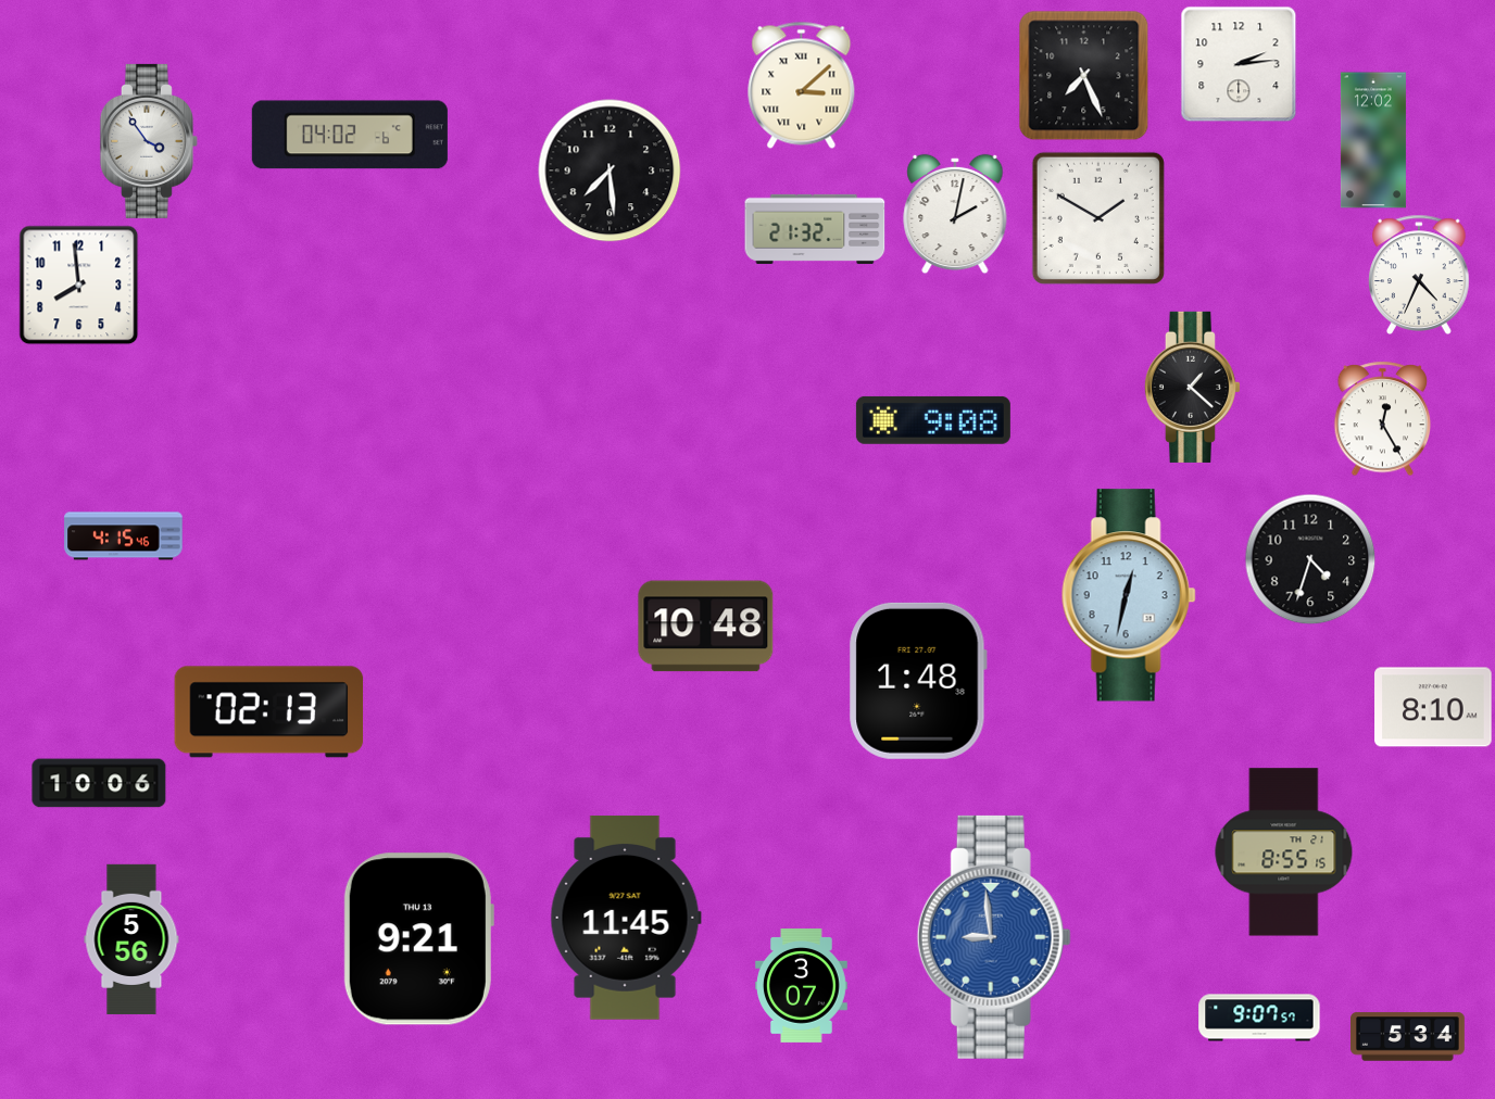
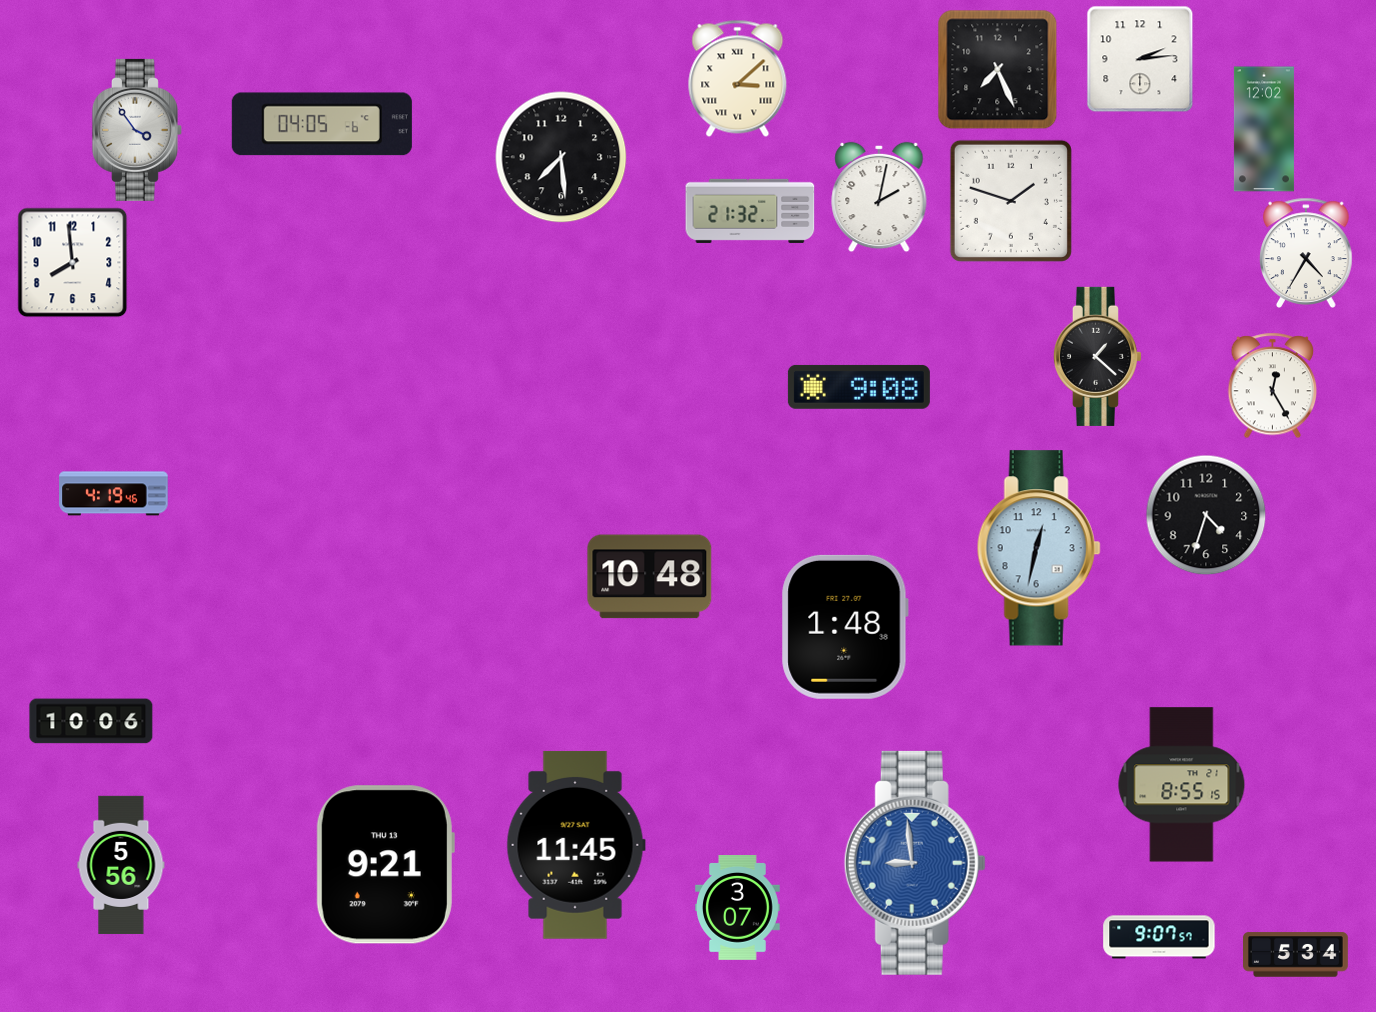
clock at (350, 135): 04:02 -> 04:05
clock at (1098, 218): 1:50 -> 1:48
clock at (1419, 275): 4:34 -> 4:35
clock at (124, 536): 4:15 -> 4:19
clock at (1433, 707): 8:10 -> none
clock at (269, 712): 02:13 -> none
